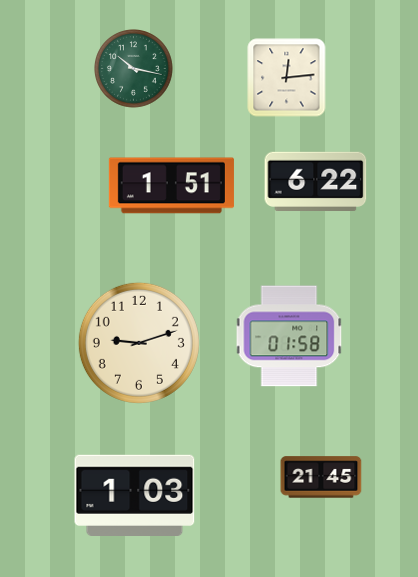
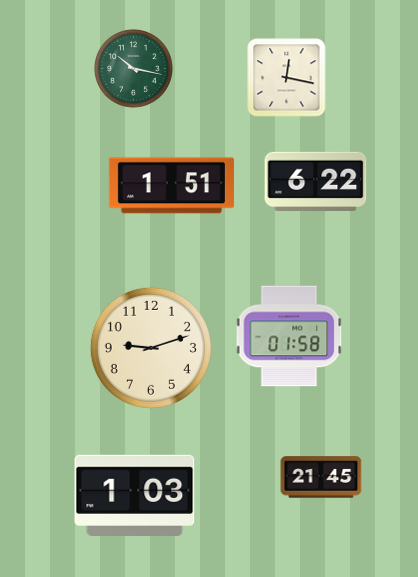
clock at (287, 78): 12:14 -> 12:17
clock at (139, 343) position: (139, 343) -> (151, 348)
